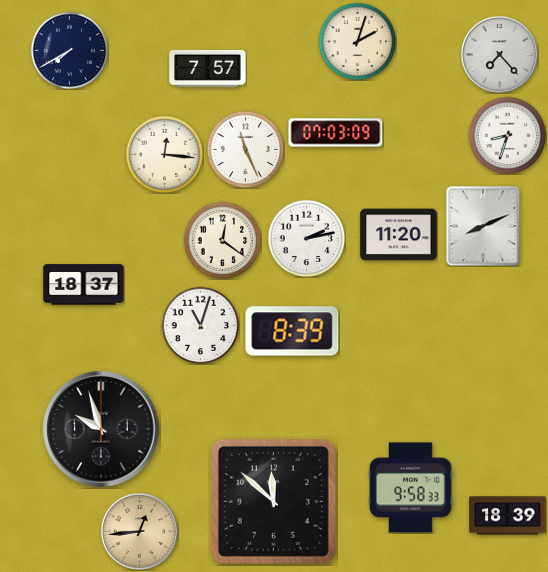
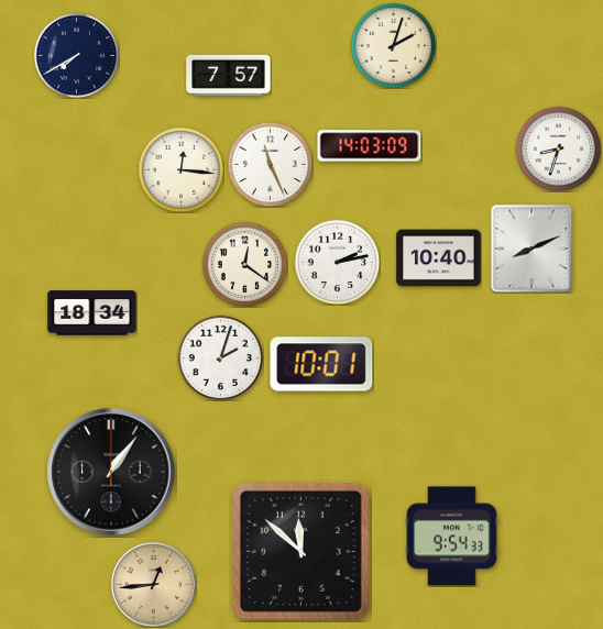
clock at (499, 54): 7:23 -> none
clock at (336, 133): 07:03 -> 14:03
clock at (399, 235): 11:20 -> 10:40
clock at (84, 285): 18:37 -> 18:34
clock at (200, 325): 11:03 -> 2:03
clock at (292, 331): 8:39 -> 10:01
clock at (101, 429): 9:57 -> 1:06
clock at (411, 488): 9:58 -> 9:54
clock at (508, 516): 18:39 -> none
